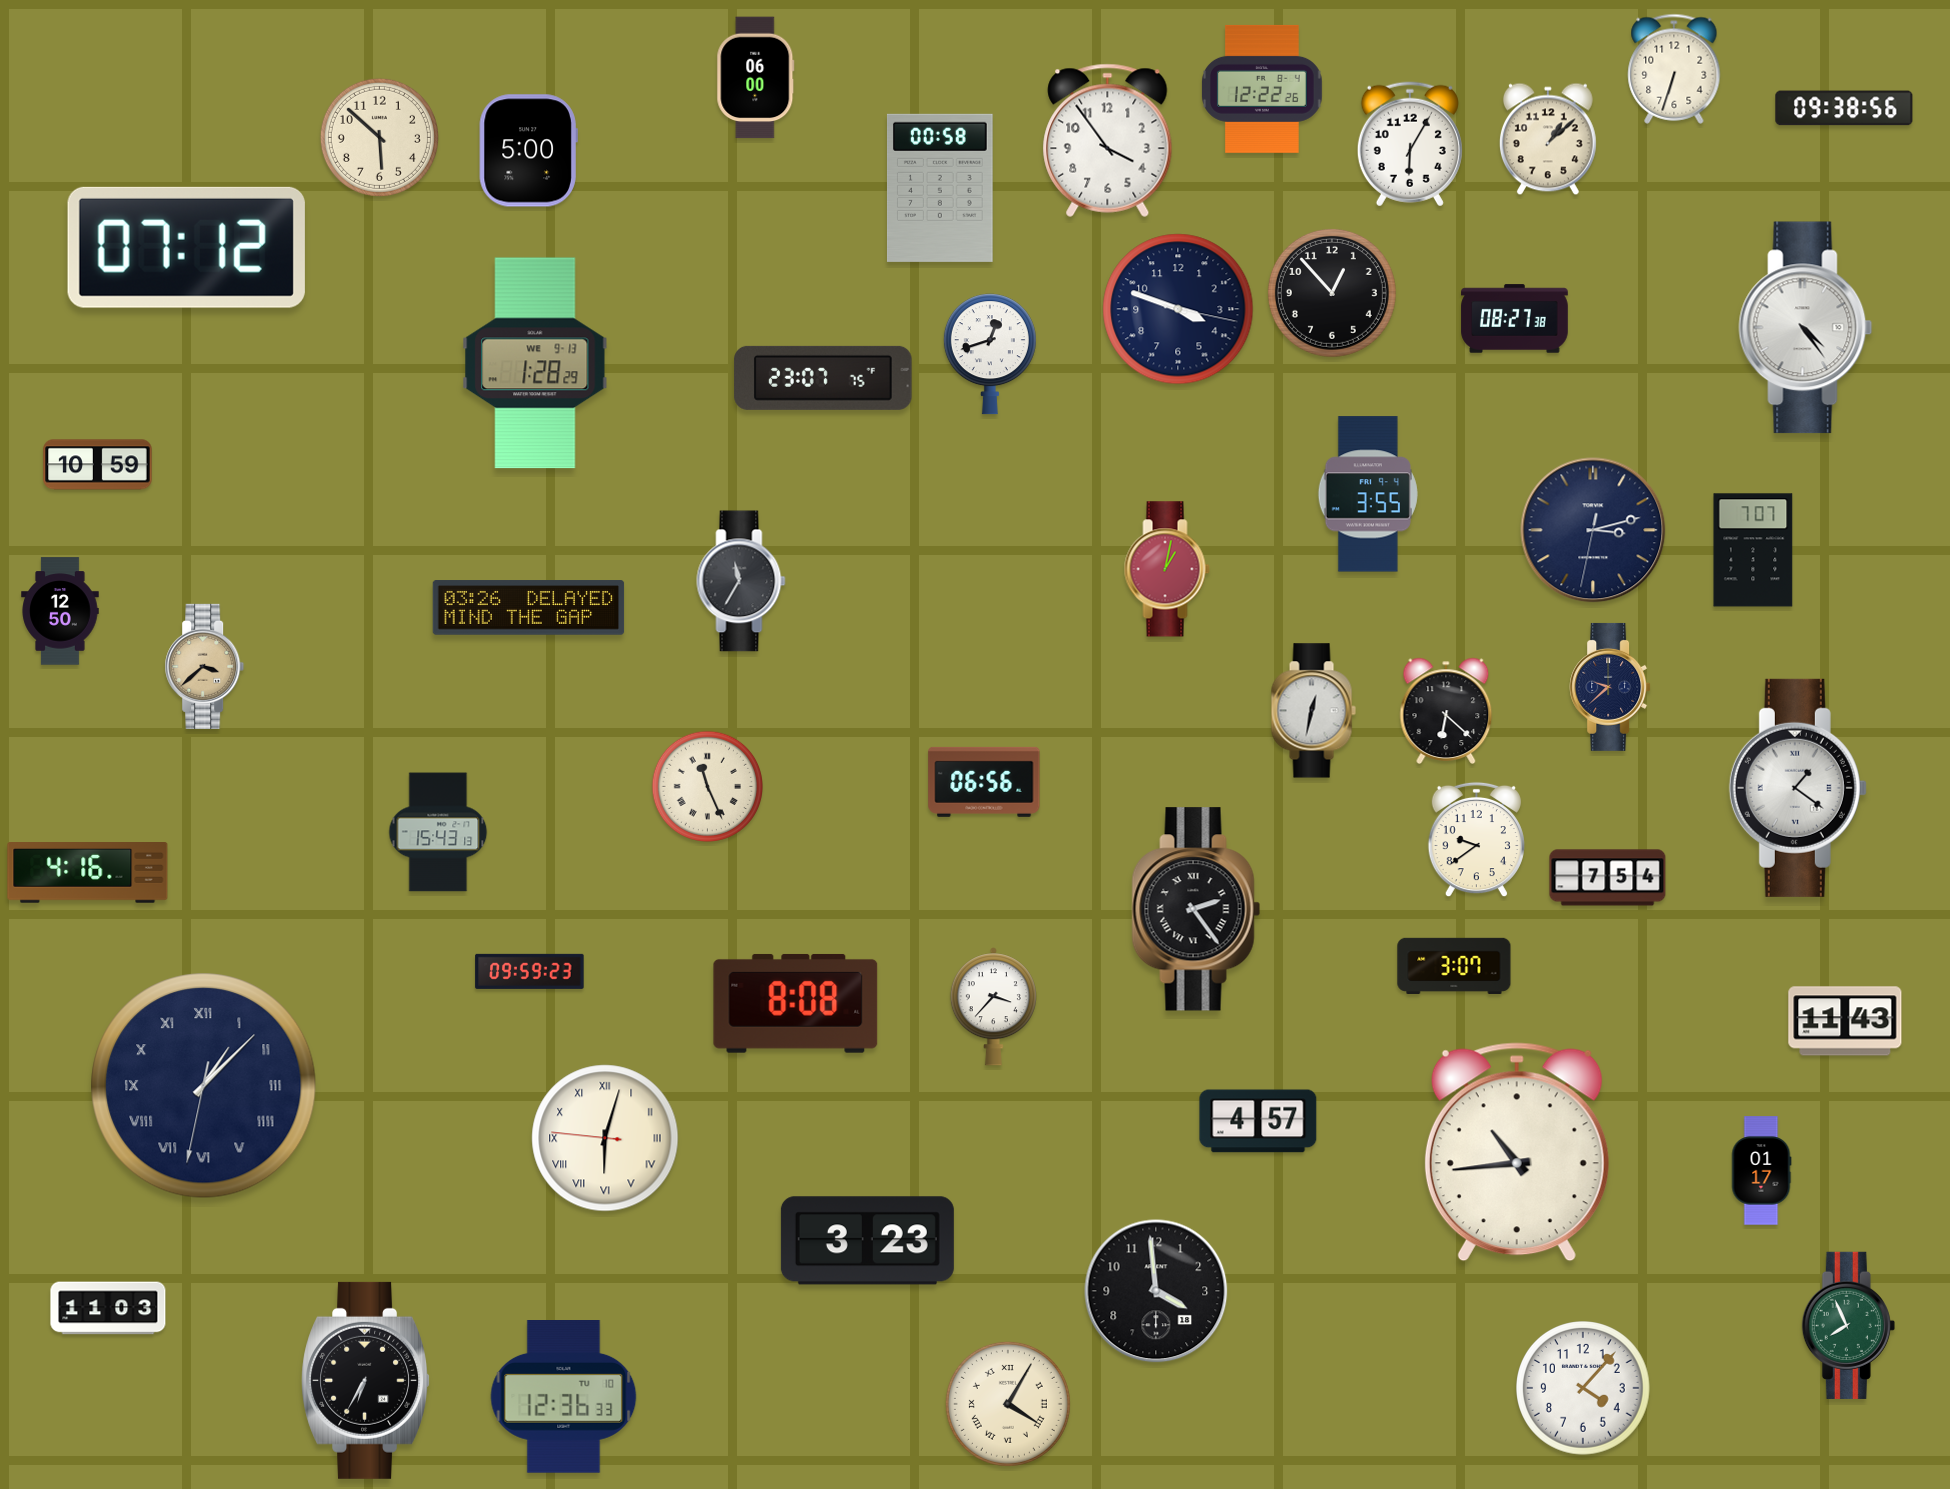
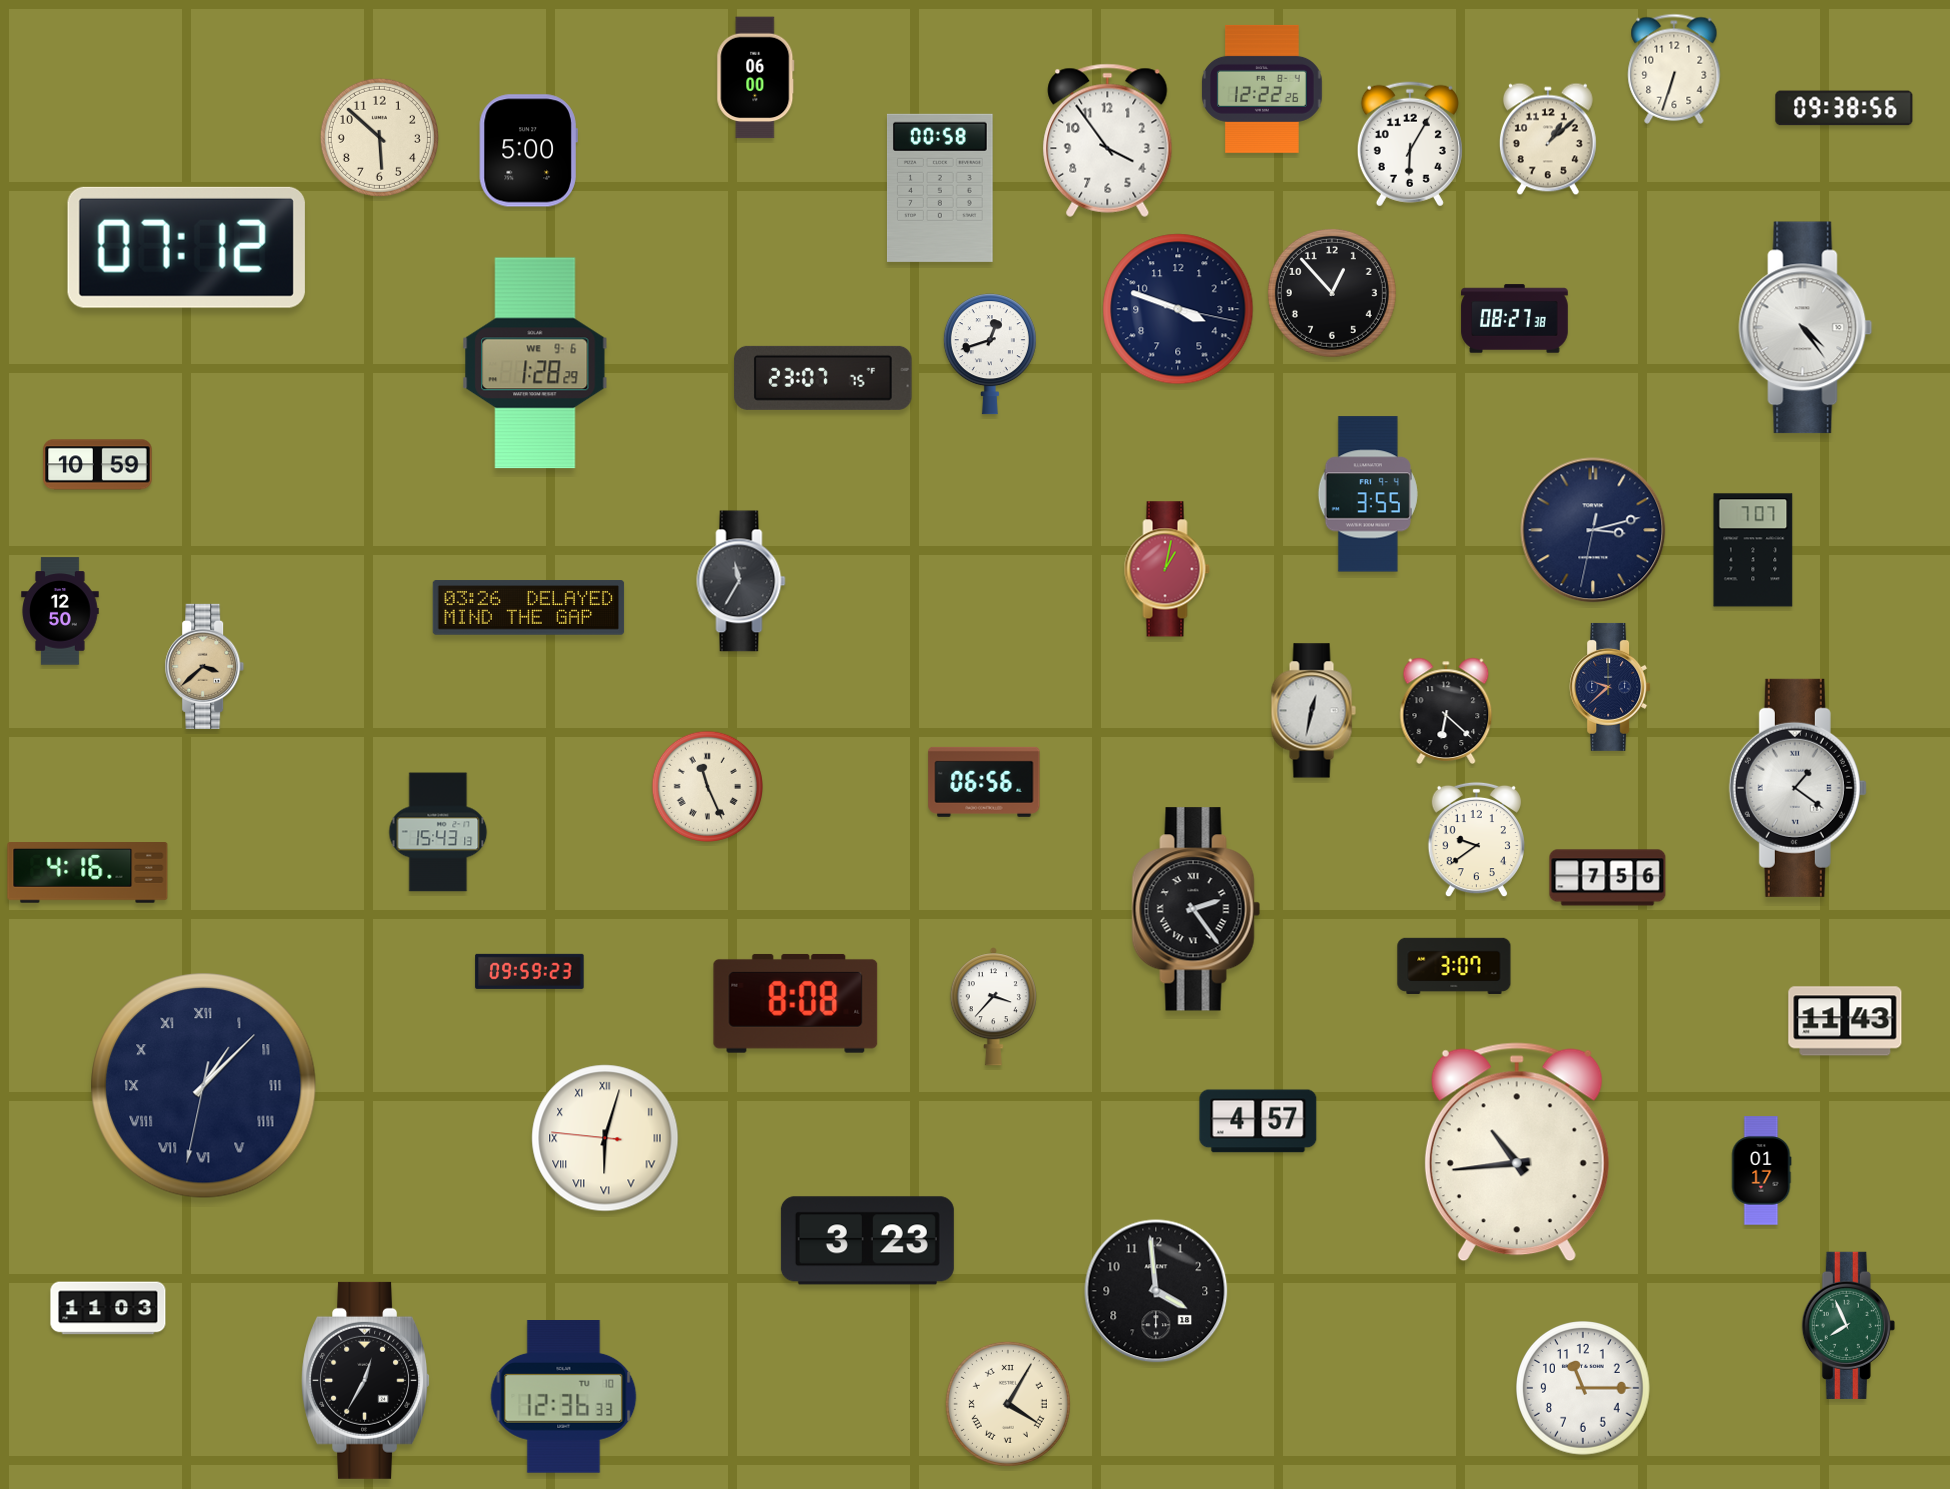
clock at (535, 363) date: WE 9-13 -> WE 9-6
clock at (1608, 878): 7:54 -> 7:56
clock at (365, 1380): 6:35 -> 12:35
clock at (1584, 1389): 4:07 -> 11:15
